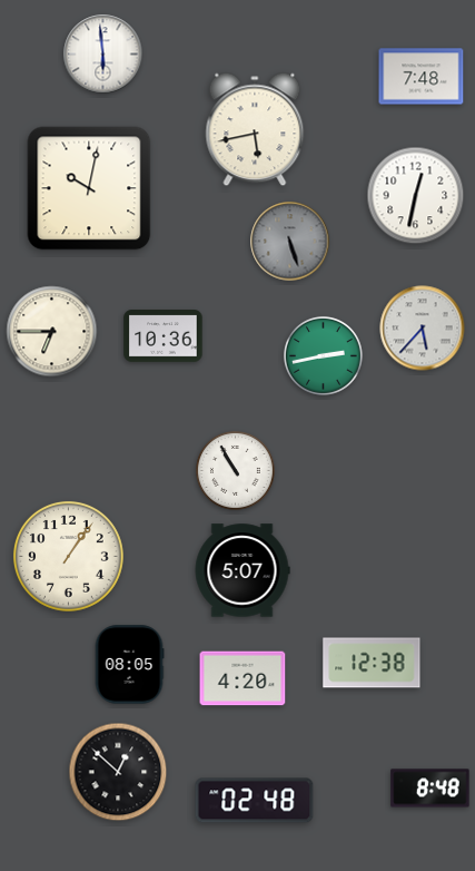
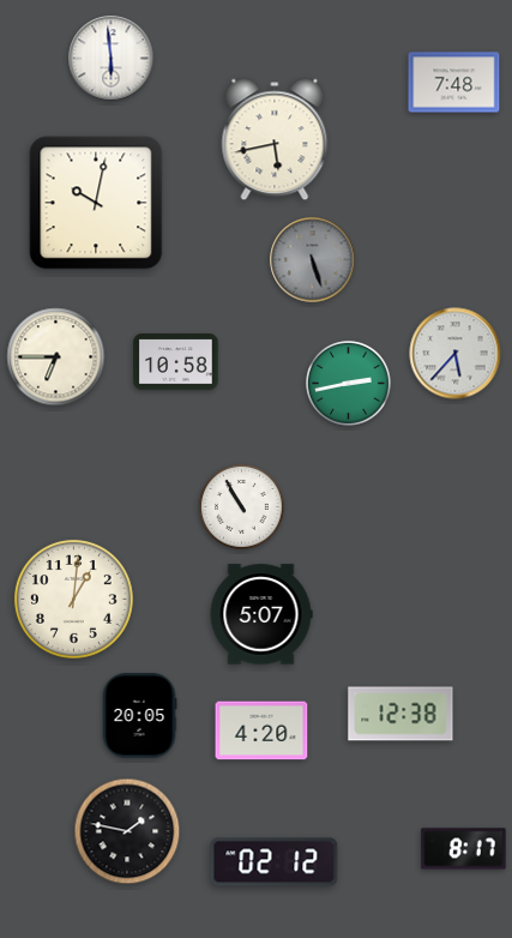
clock at (416, 196): 12:32 -> none
clock at (164, 336): 10:36 -> 10:58
clock at (235, 470) position: (235, 470) -> (241, 506)
clock at (68, 556): 1:06 -> 1:01
clock at (129, 665): 08:05 -> 20:05
clock at (118, 772): 12:52 -> 1:47
clock at (431, 789): 8:48 -> 8:17
clock at (255, 801): 02:48 -> 02:12
